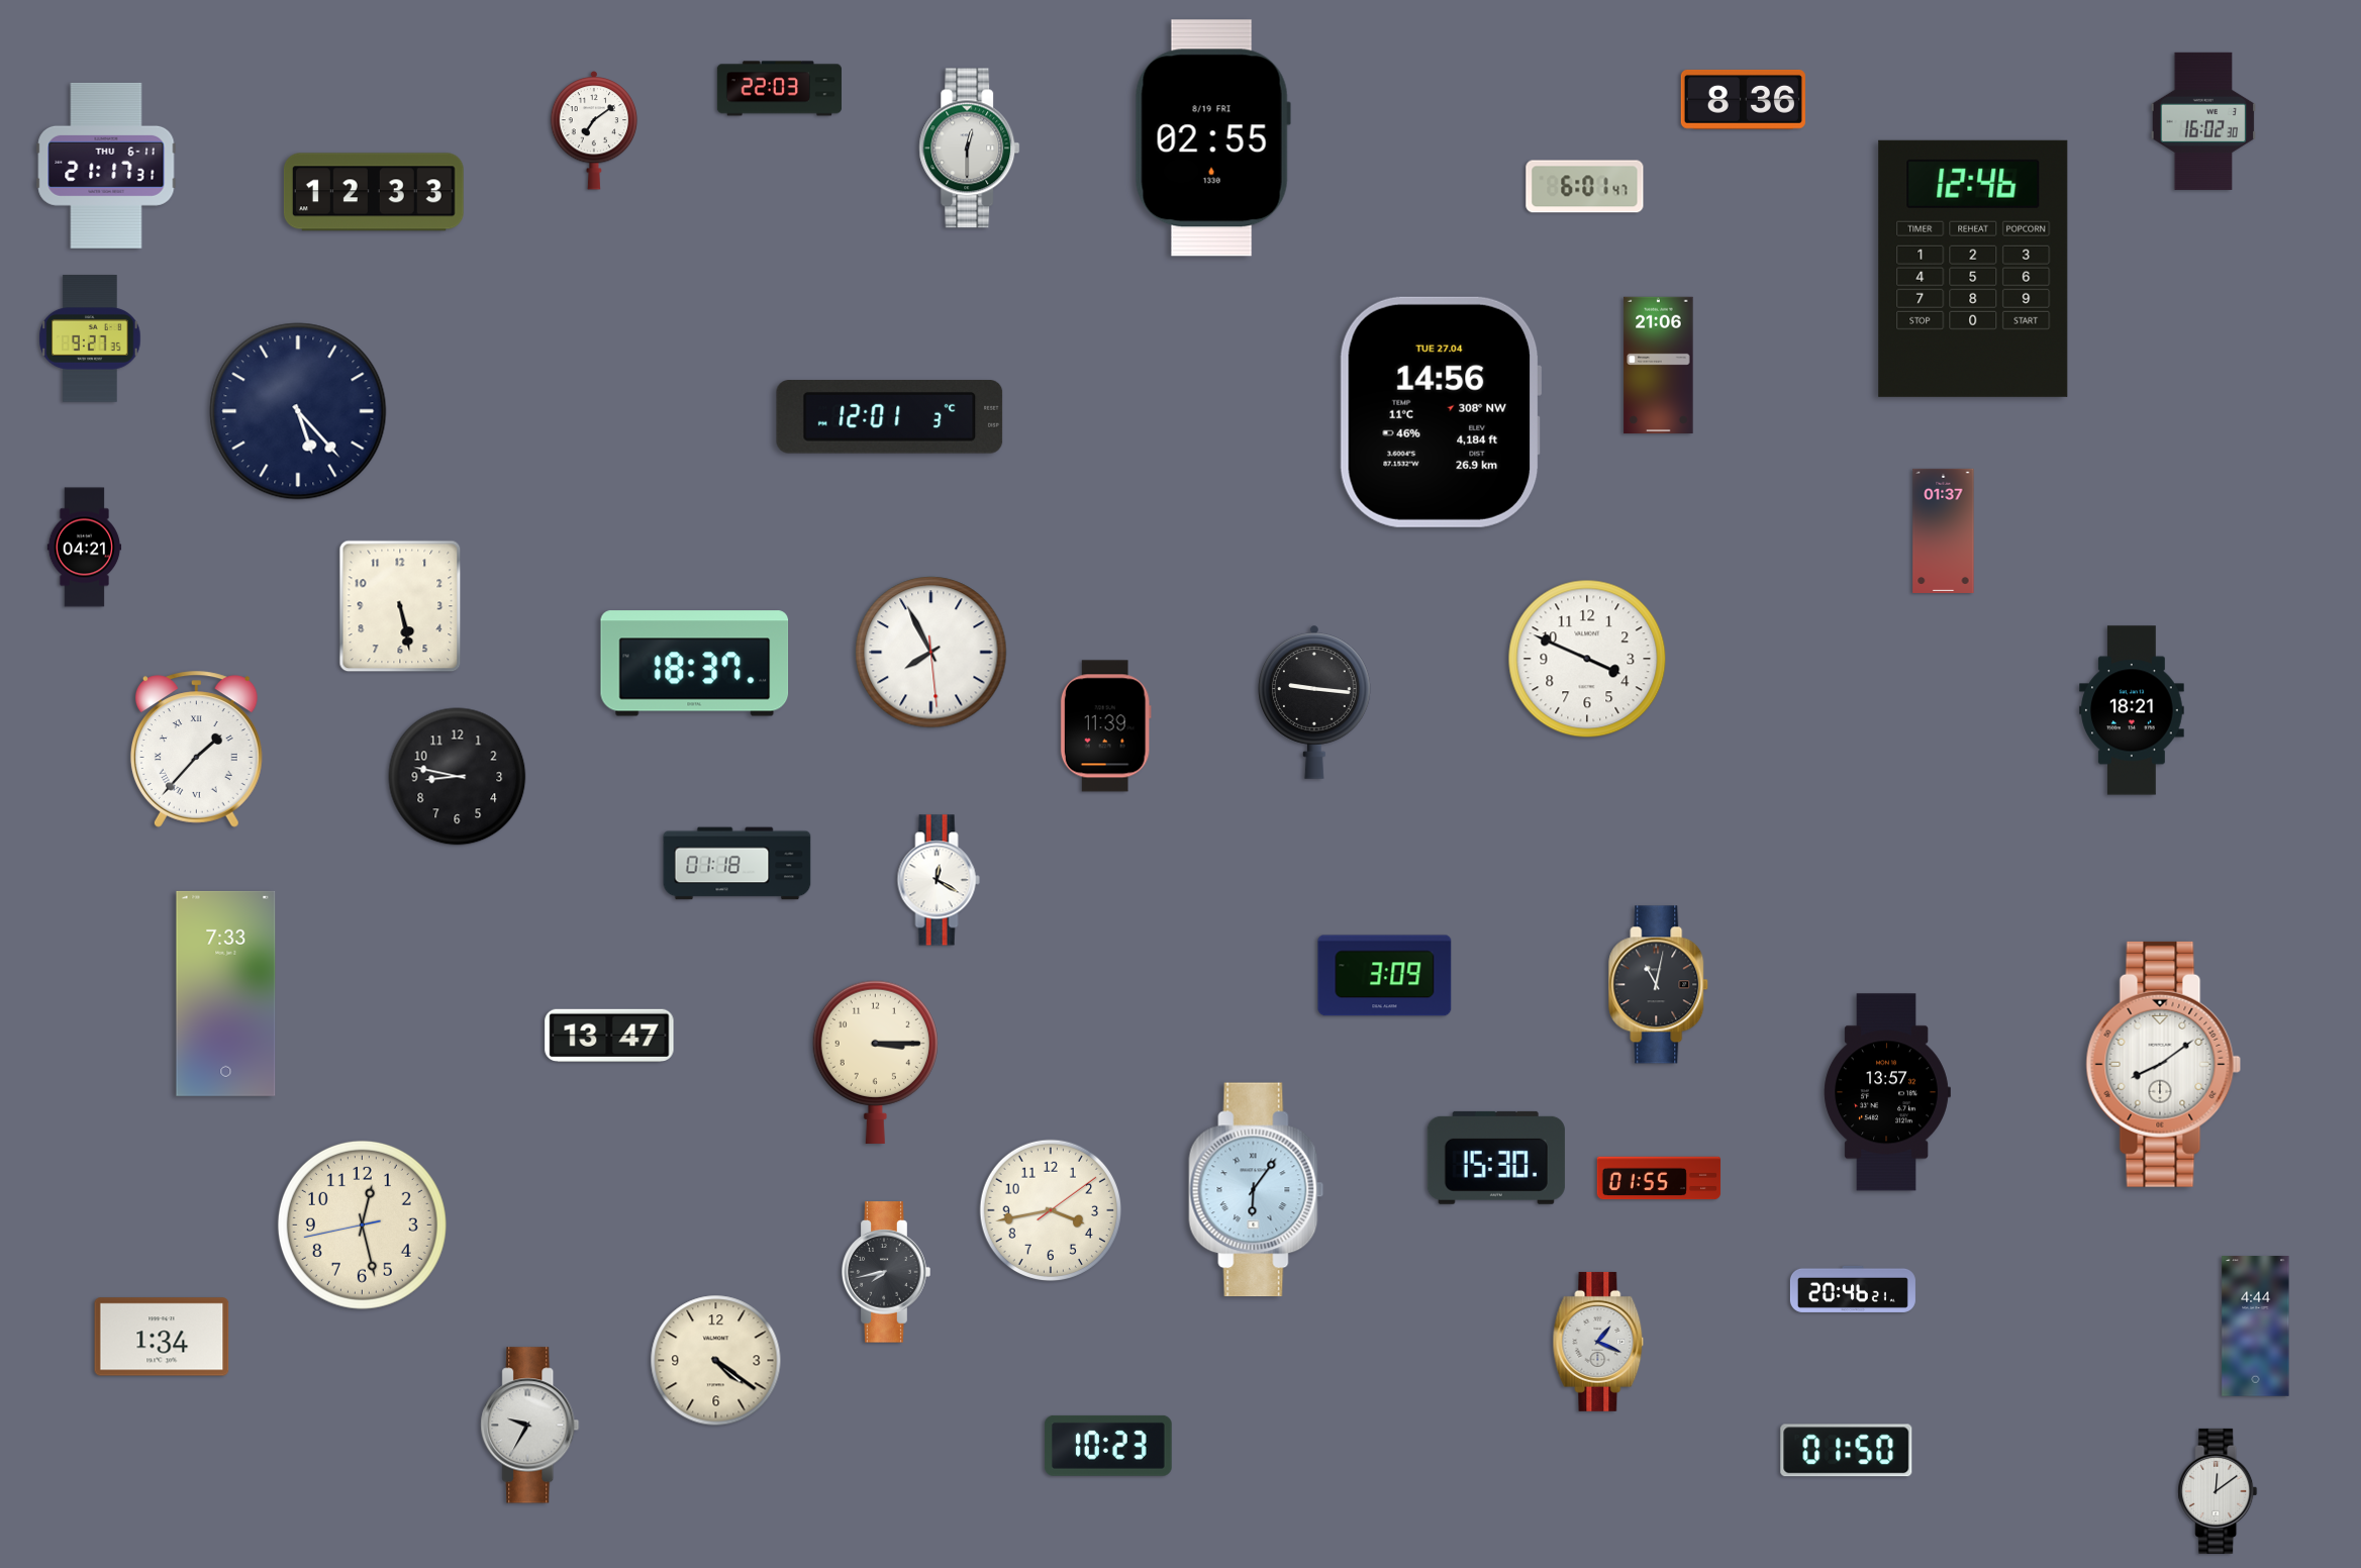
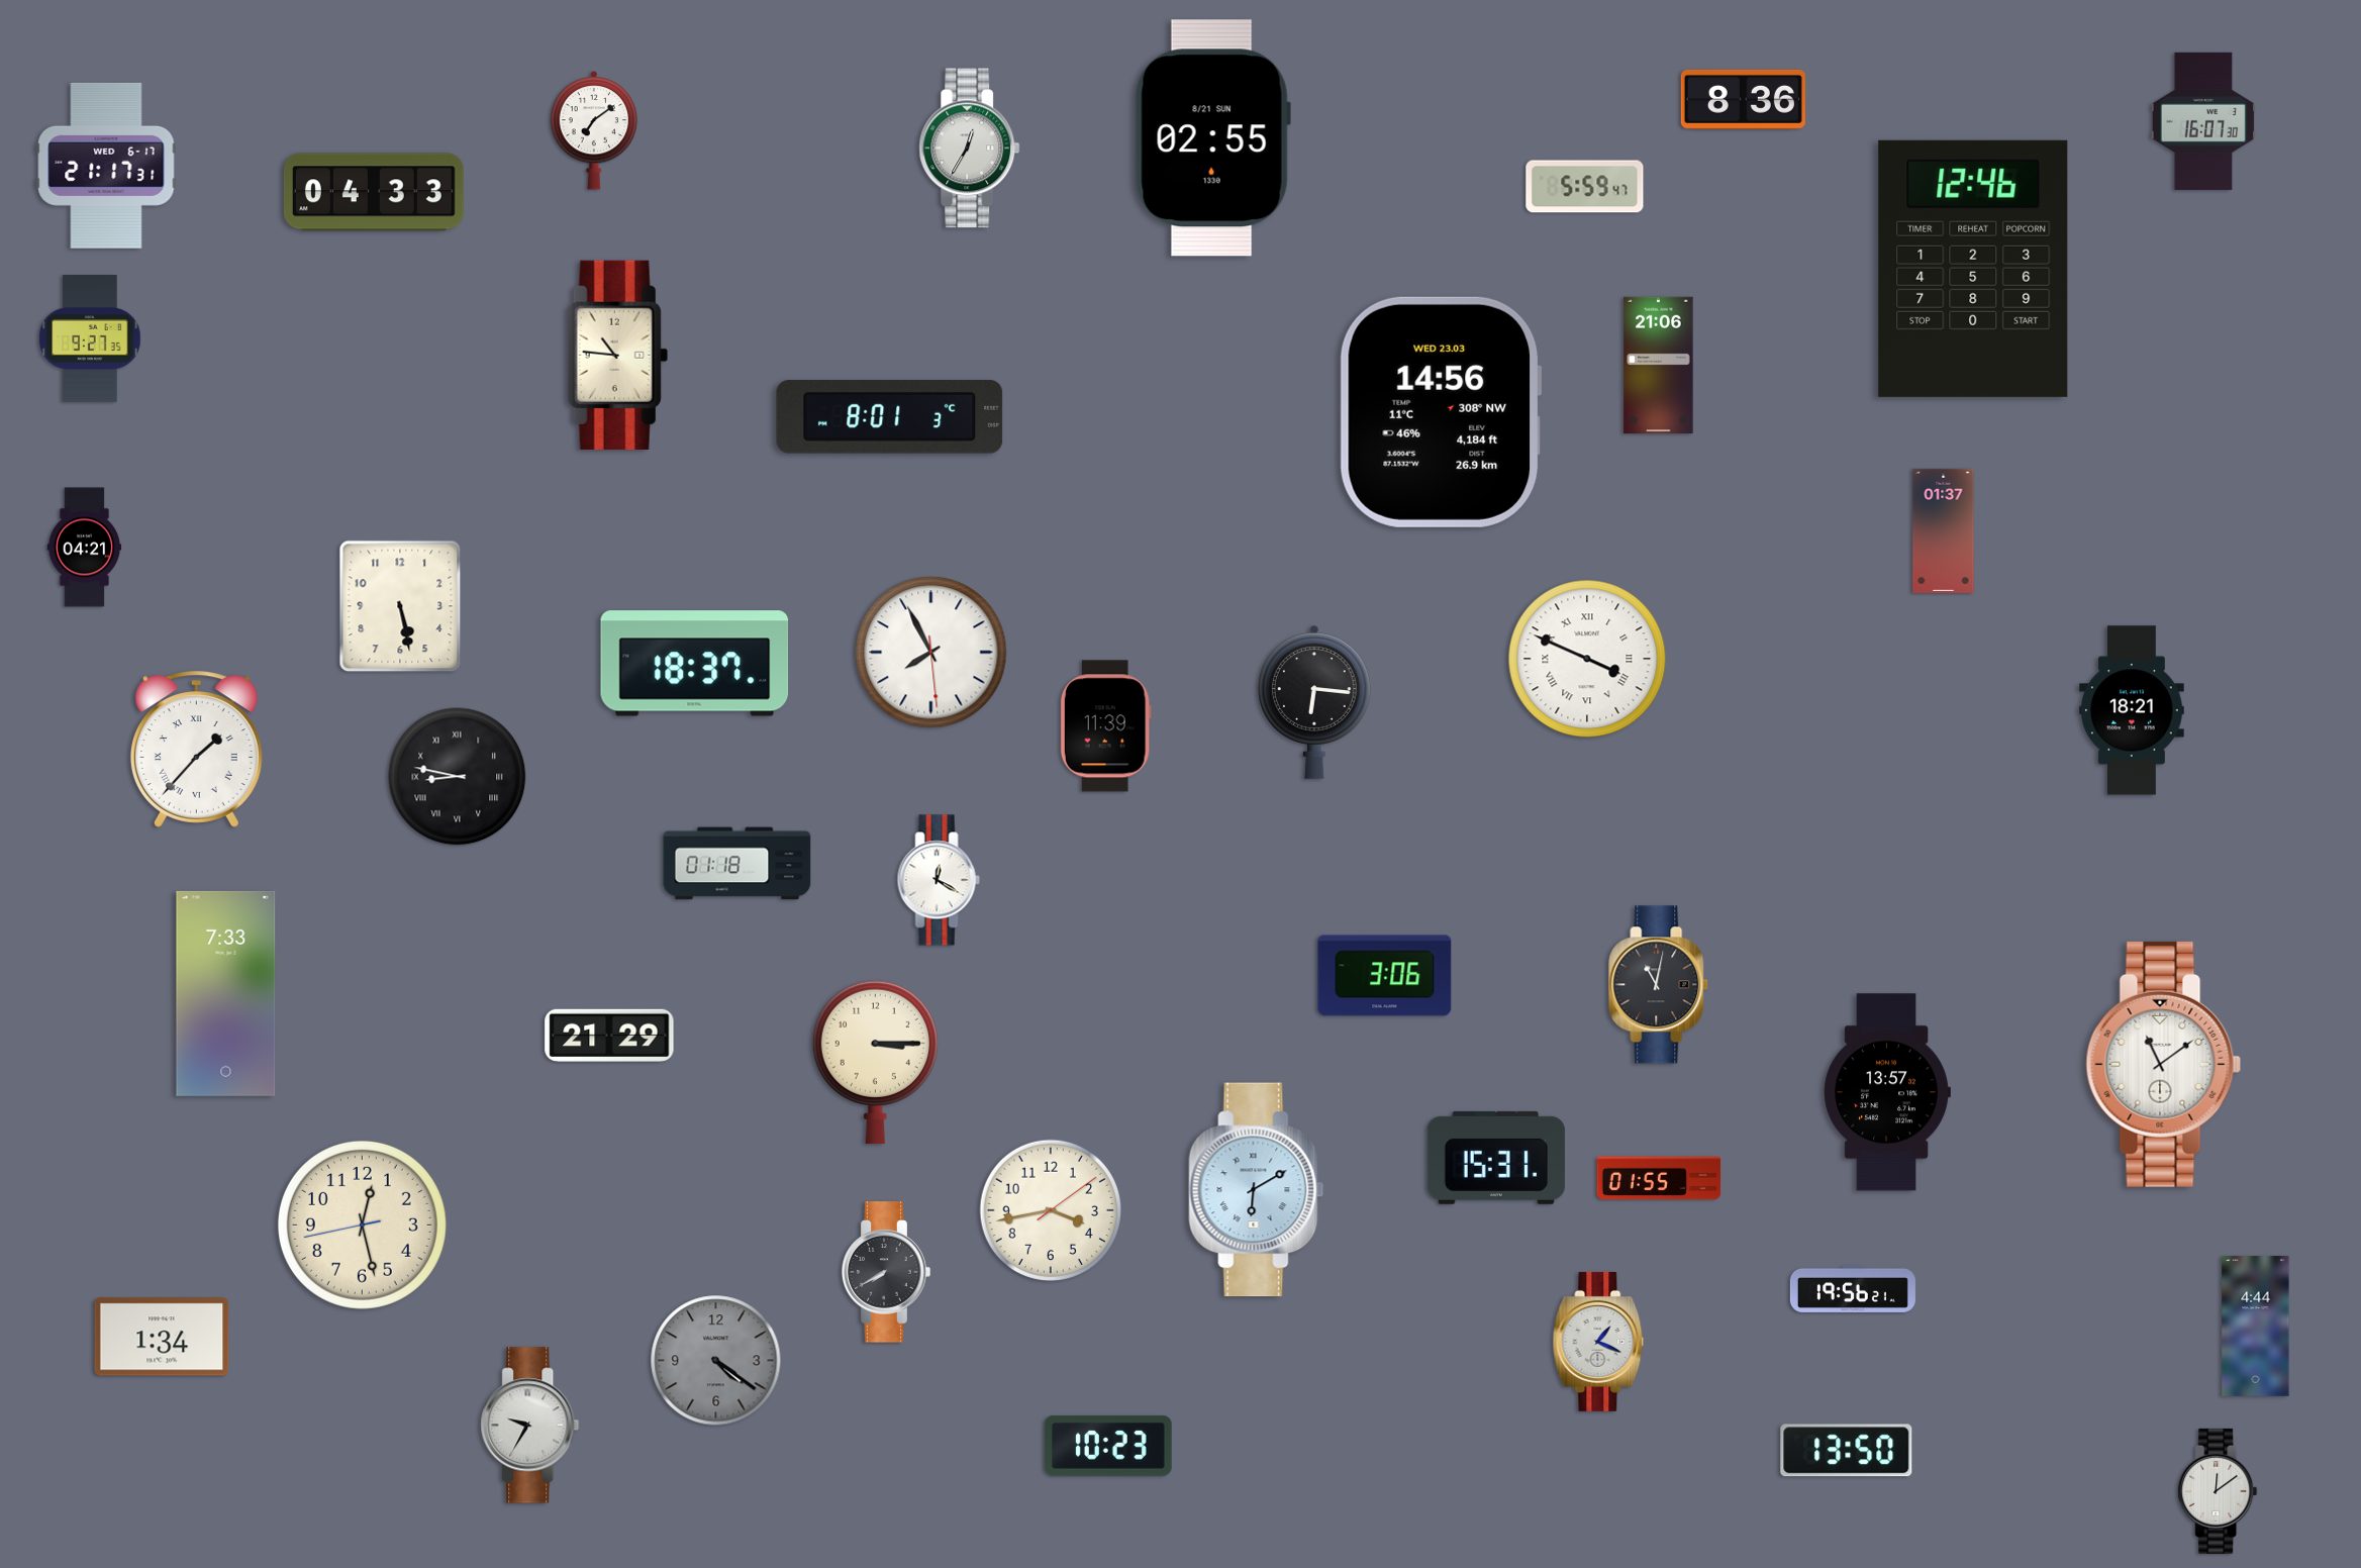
clock at (779, 89): 22:03 -> none
clock at (2203, 121): 16:02 -> 16:07
clock at (1212, 138) date: 8/19 FRI -> 8/21 SUN
clock at (970, 149): 12:30 -> 12:35
clock at (106, 166) date: THU 6-11 -> WED 6-17
clock at (1585, 187): 6:01 -> 5:59
clock at (374, 192): 12:33 -> 04:33
clock at (617, 355): none -> 10:46
clock at (298, 411): 5:23 -> none
clock at (1441, 412) date: TUE 27.04 -> WED 23.03
clock at (890, 417): 12:01 -> 8:01
clock at (1587, 659) numerals: Arabic -> Roman
clock at (1314, 702): 9:16 -> 6:16
clock at (458, 777) numerals: Arabic -> Roman
clock at (1385, 976): 3:09 -> 3:06
clock at (609, 1036): 13:47 -> 21:29
clock at (2164, 1064): 8:09 -> 11:09
clock at (1496, 1158): 15:30 -> 15:31
clock at (1257, 1190): 6:06 -> 6:10
clock at (886, 1272): 7:43 -> 7:40
clock at (1853, 1289): 20:46 -> 19:56
clock at (716, 1361) dial: cream -> grey
clock at (1847, 1451): 01:50 -> 13:50
